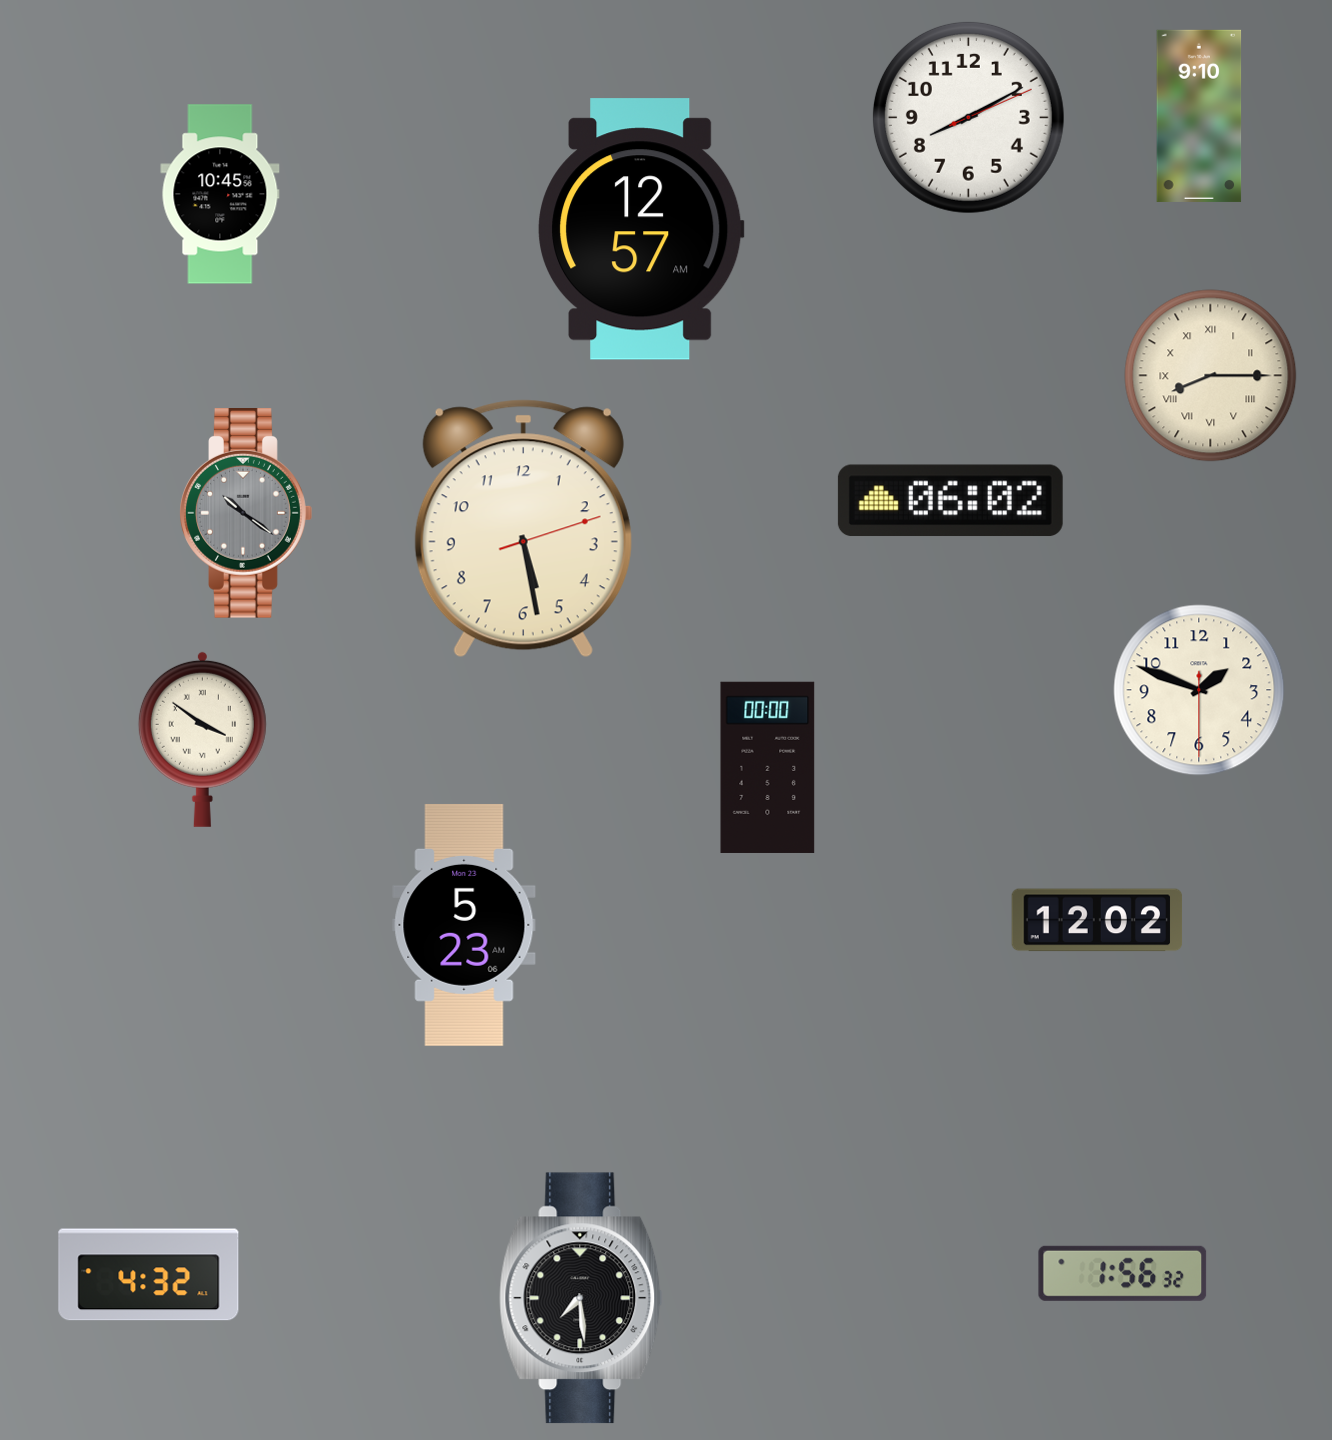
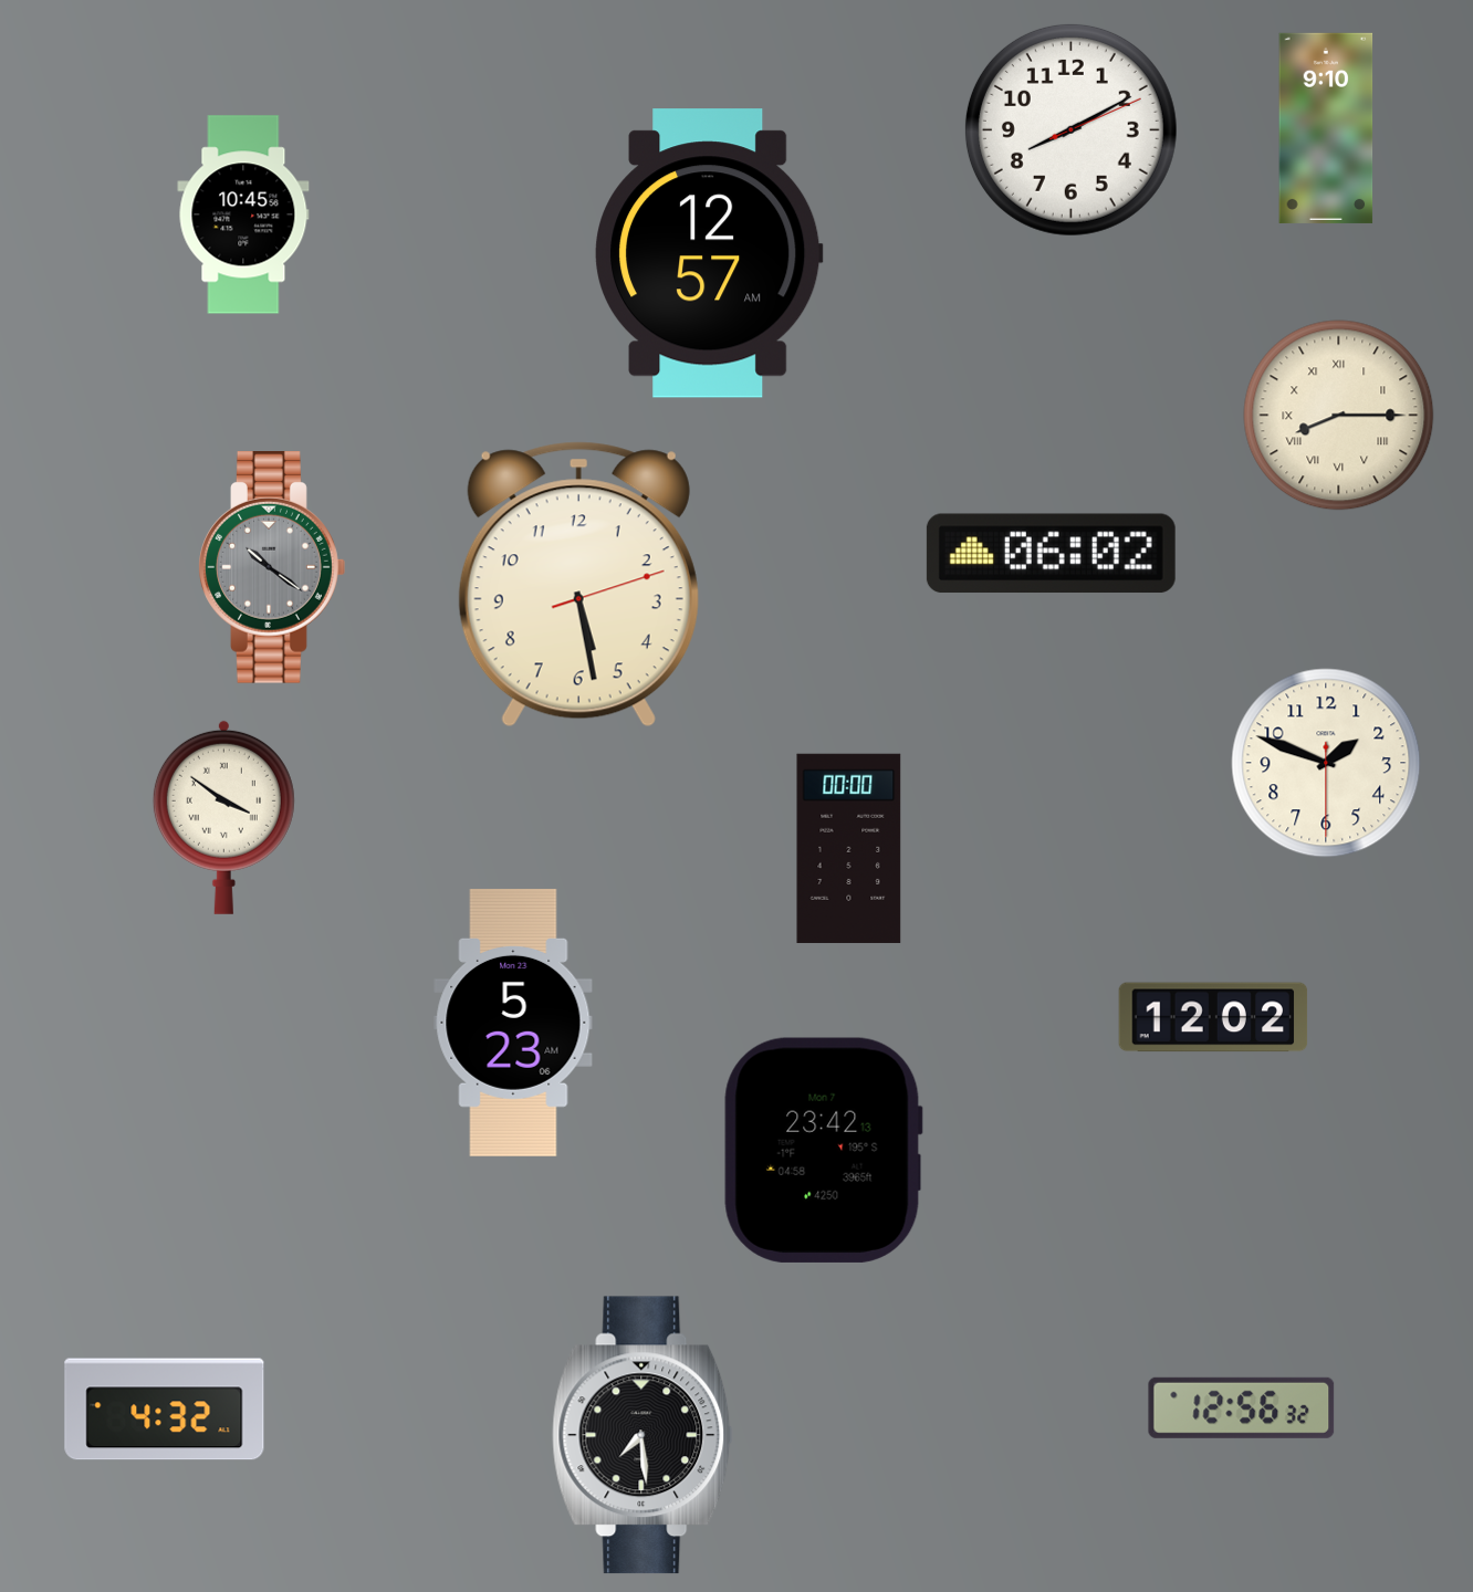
clock at (823, 1150): none -> 23:42
clock at (1123, 1273): 1:56 -> 12:56
